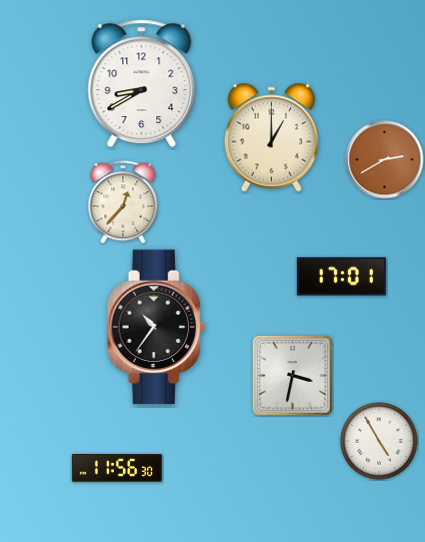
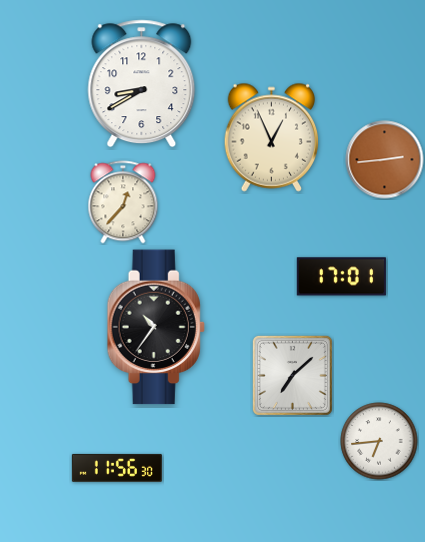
clock at (272, 137): 1:00 -> 12:56
clock at (385, 160): 2:40 -> 2:44
clock at (292, 375): 3:32 -> 7:08
clock at (379, 441): 4:55 -> 6:44
